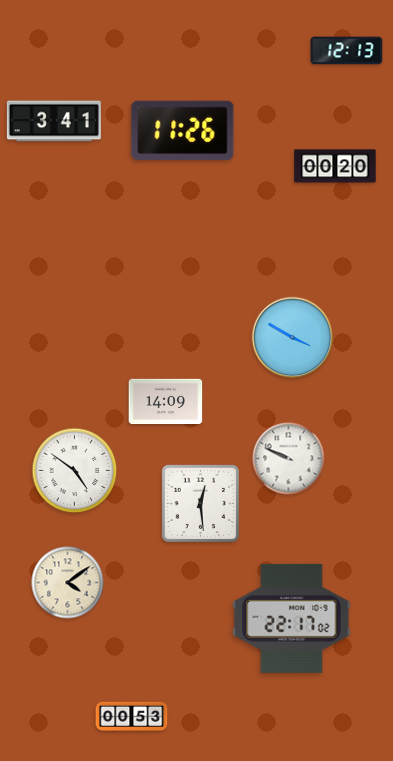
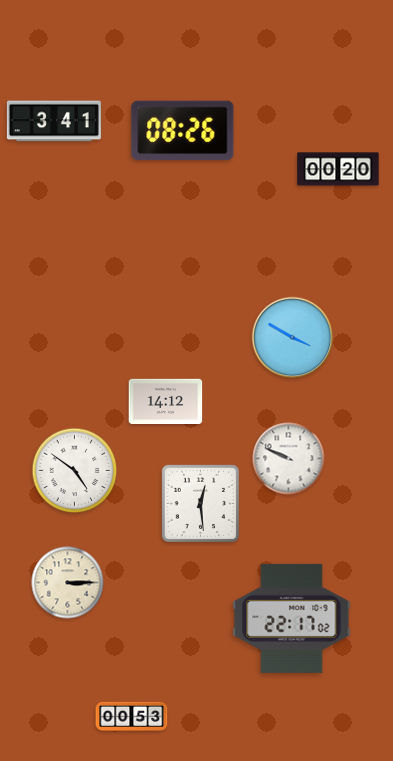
clock at (347, 51): 12:13 -> none
clock at (183, 130): 11:26 -> 08:26
clock at (335, 166) position: (335, 166) -> (338, 169)
clock at (166, 402): 14:09 -> 14:12
clock at (68, 583): 4:09 -> 3:15
